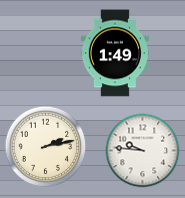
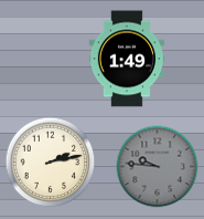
clock at (143, 151) dial: white -> grey
